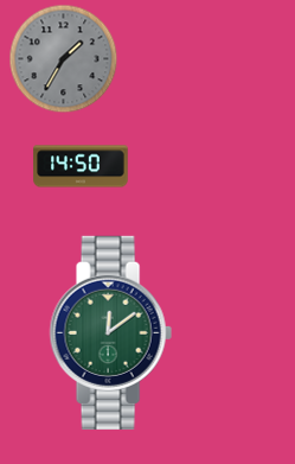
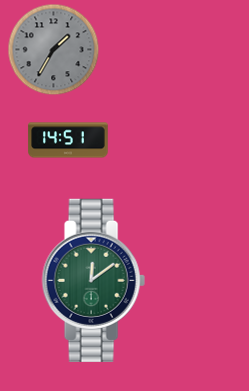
clock at (81, 166): 14:50 -> 14:51
